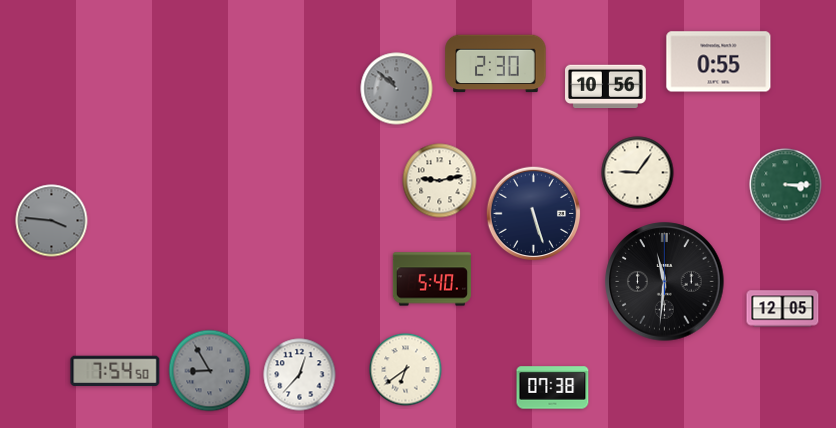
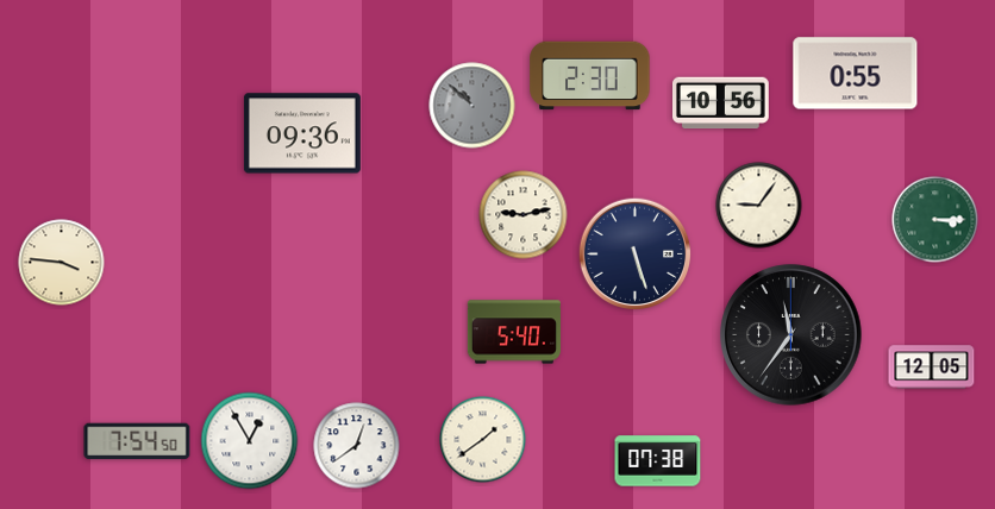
clock at (302, 133): none -> 09:36
clock at (52, 221) dial: grey -> cream
clock at (665, 282): 11:31 -> 11:36
clock at (406, 370): 6:39 -> 1:39
clock at (210, 371): 8:55 -> 12:55
clock at (210, 371) dial: grey -> white
clock at (300, 375): 12:37 -> 12:39
